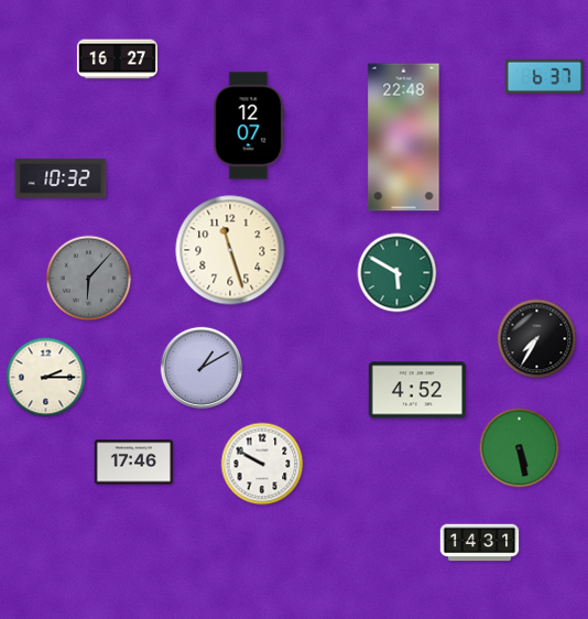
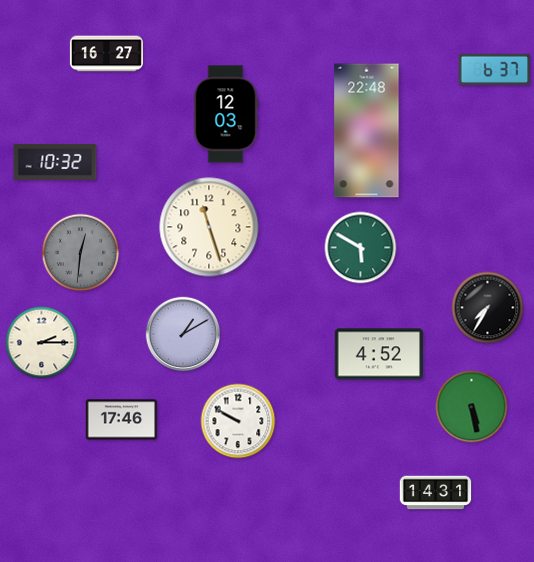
clock at (249, 126): 12:07 -> 12:03
clock at (404, 138) position: (404, 138) -> (367, 131)
clock at (89, 279): 6:07 -> 12:31
